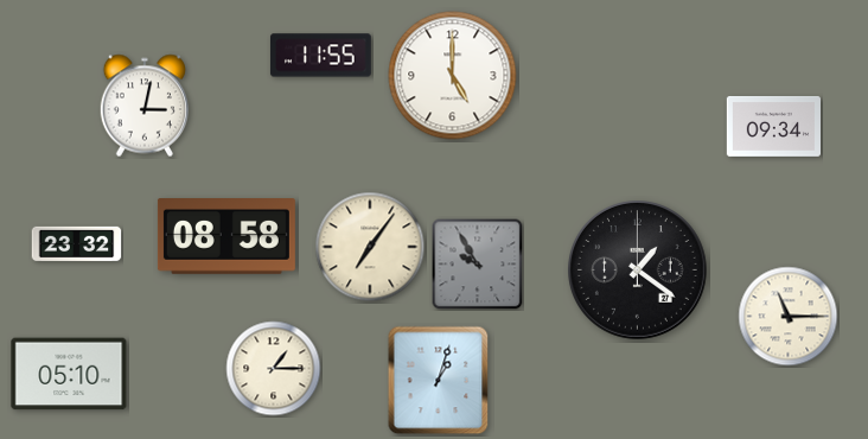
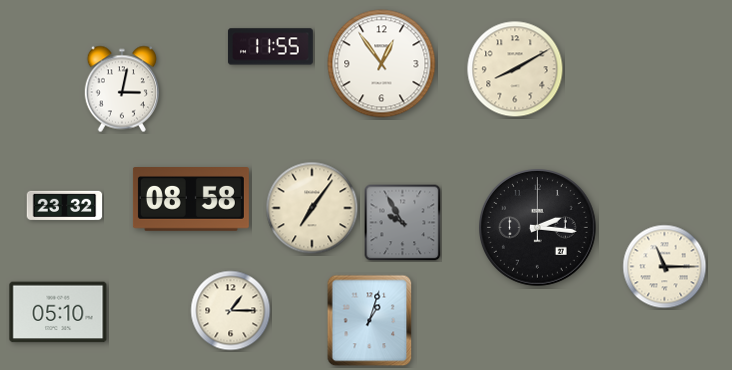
clock at (453, 76): 5:00 -> 12:54
clock at (515, 69): none -> 8:10
clock at (773, 126): 09:34 -> none
clock at (638, 271): 1:21 -> 2:16
clock at (69, 374) position: (69, 374) -> (58, 312)
